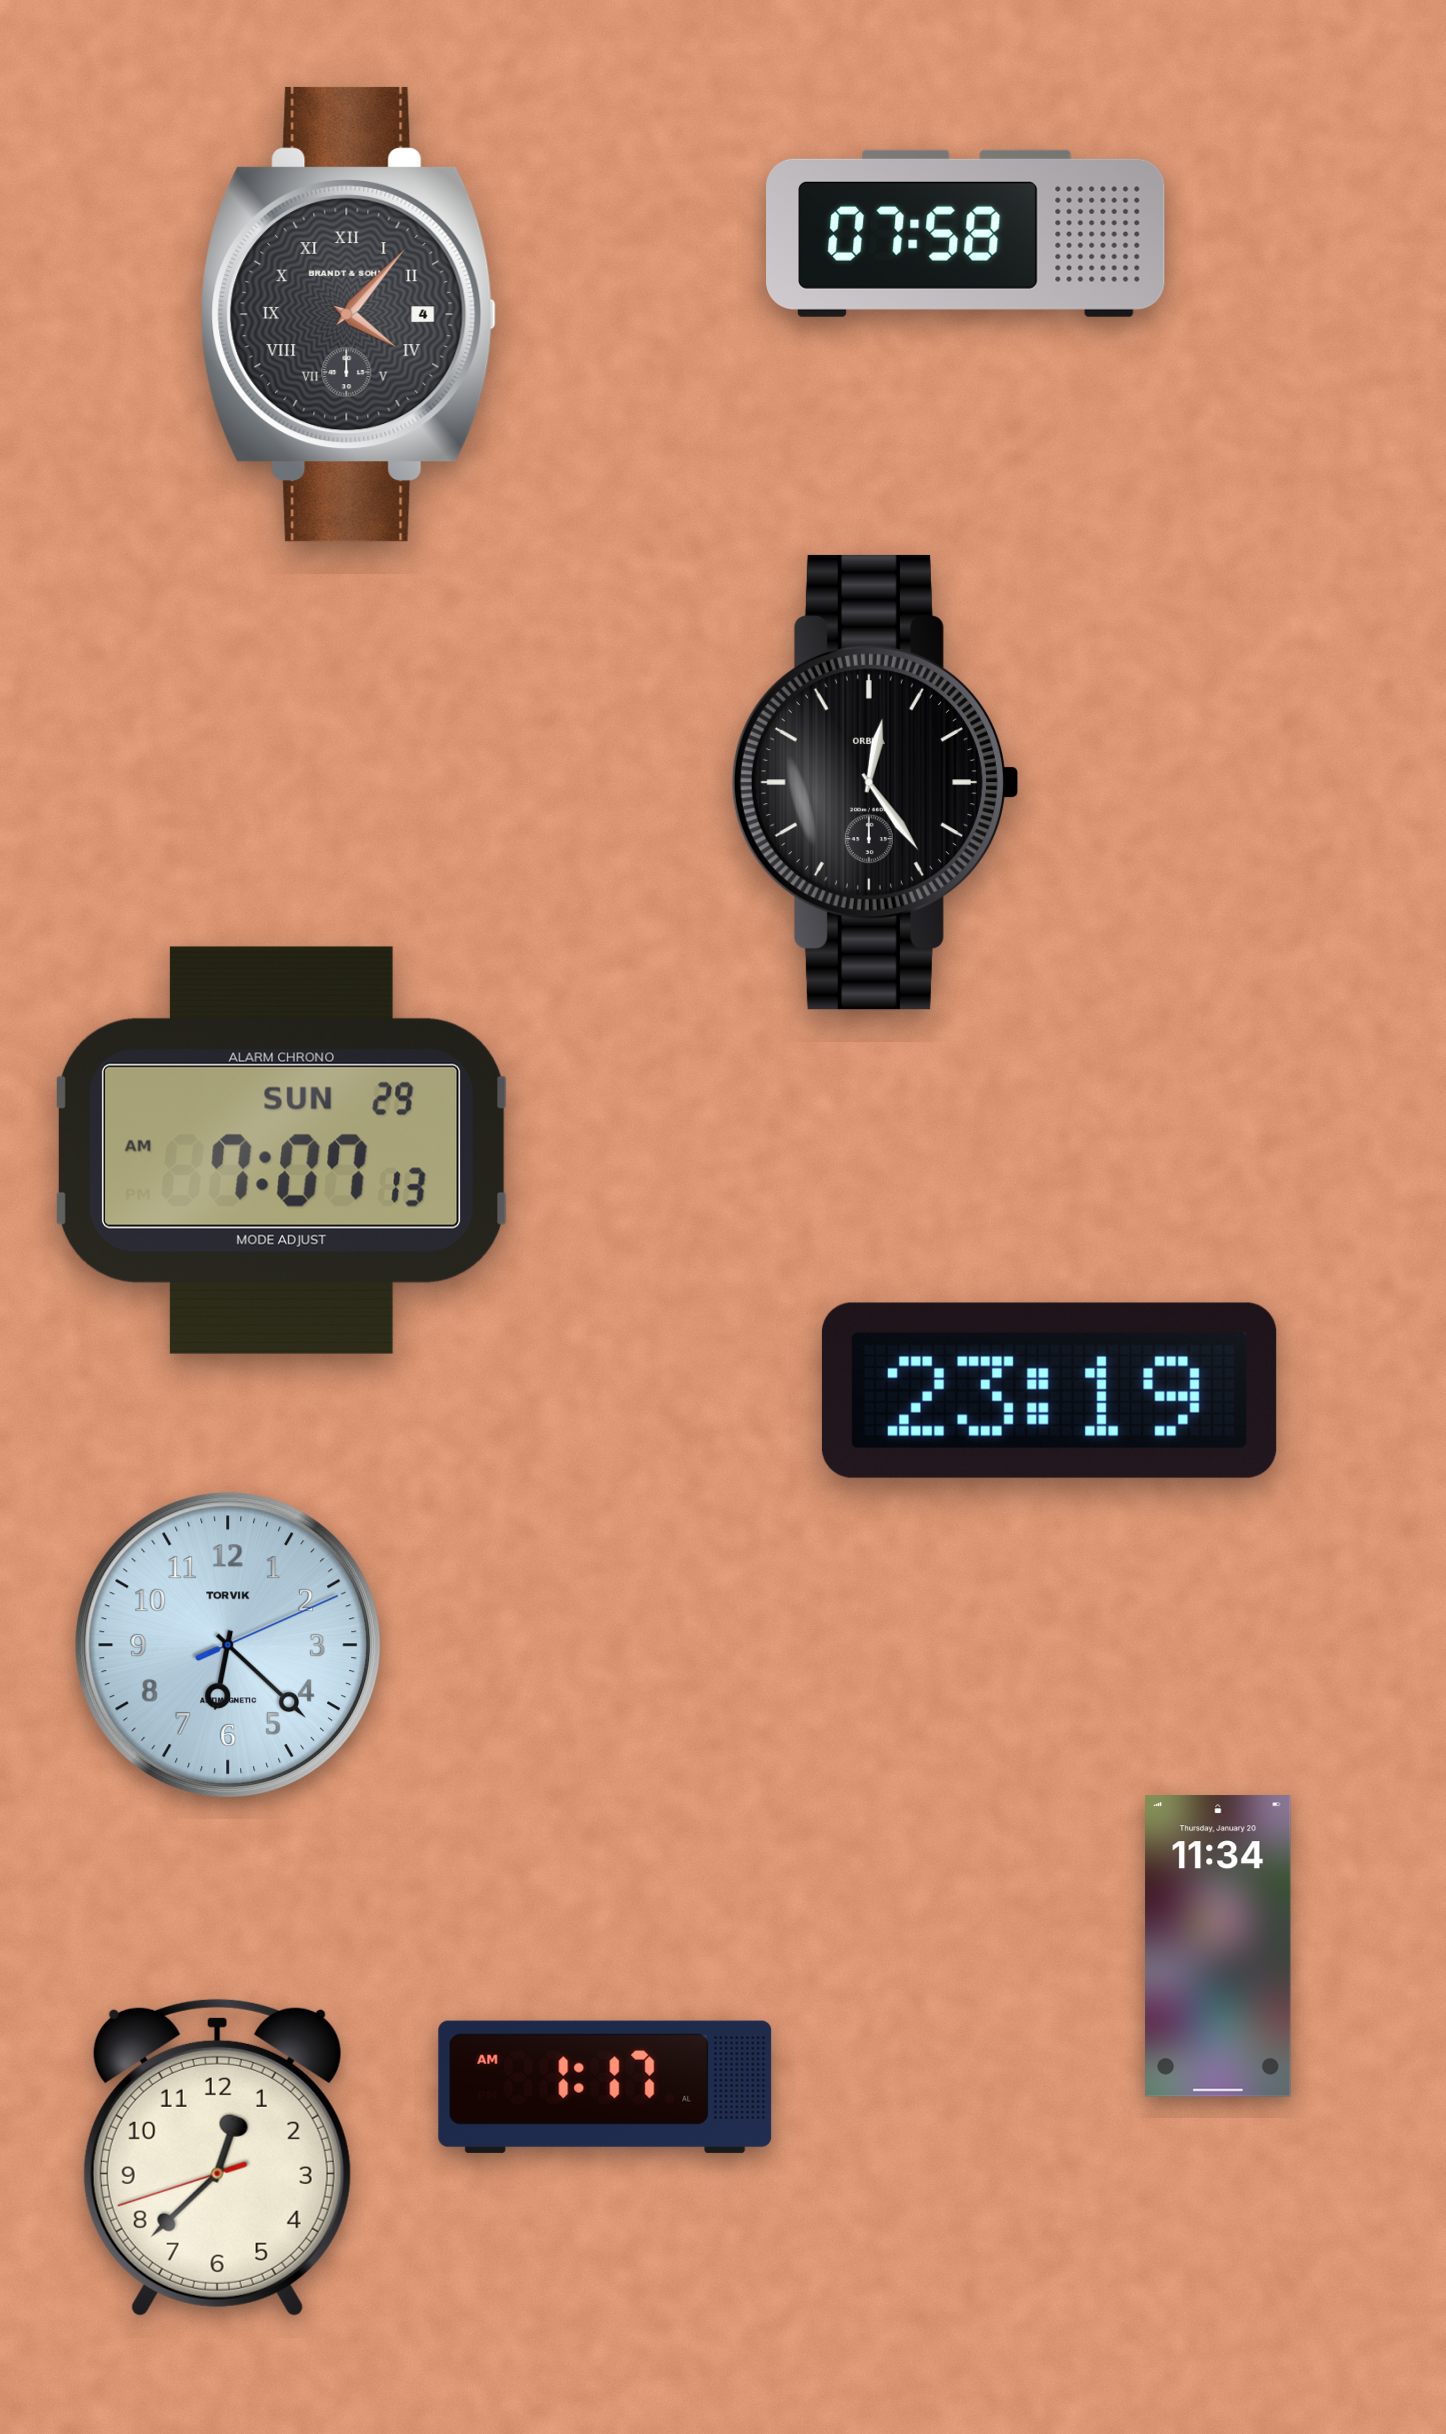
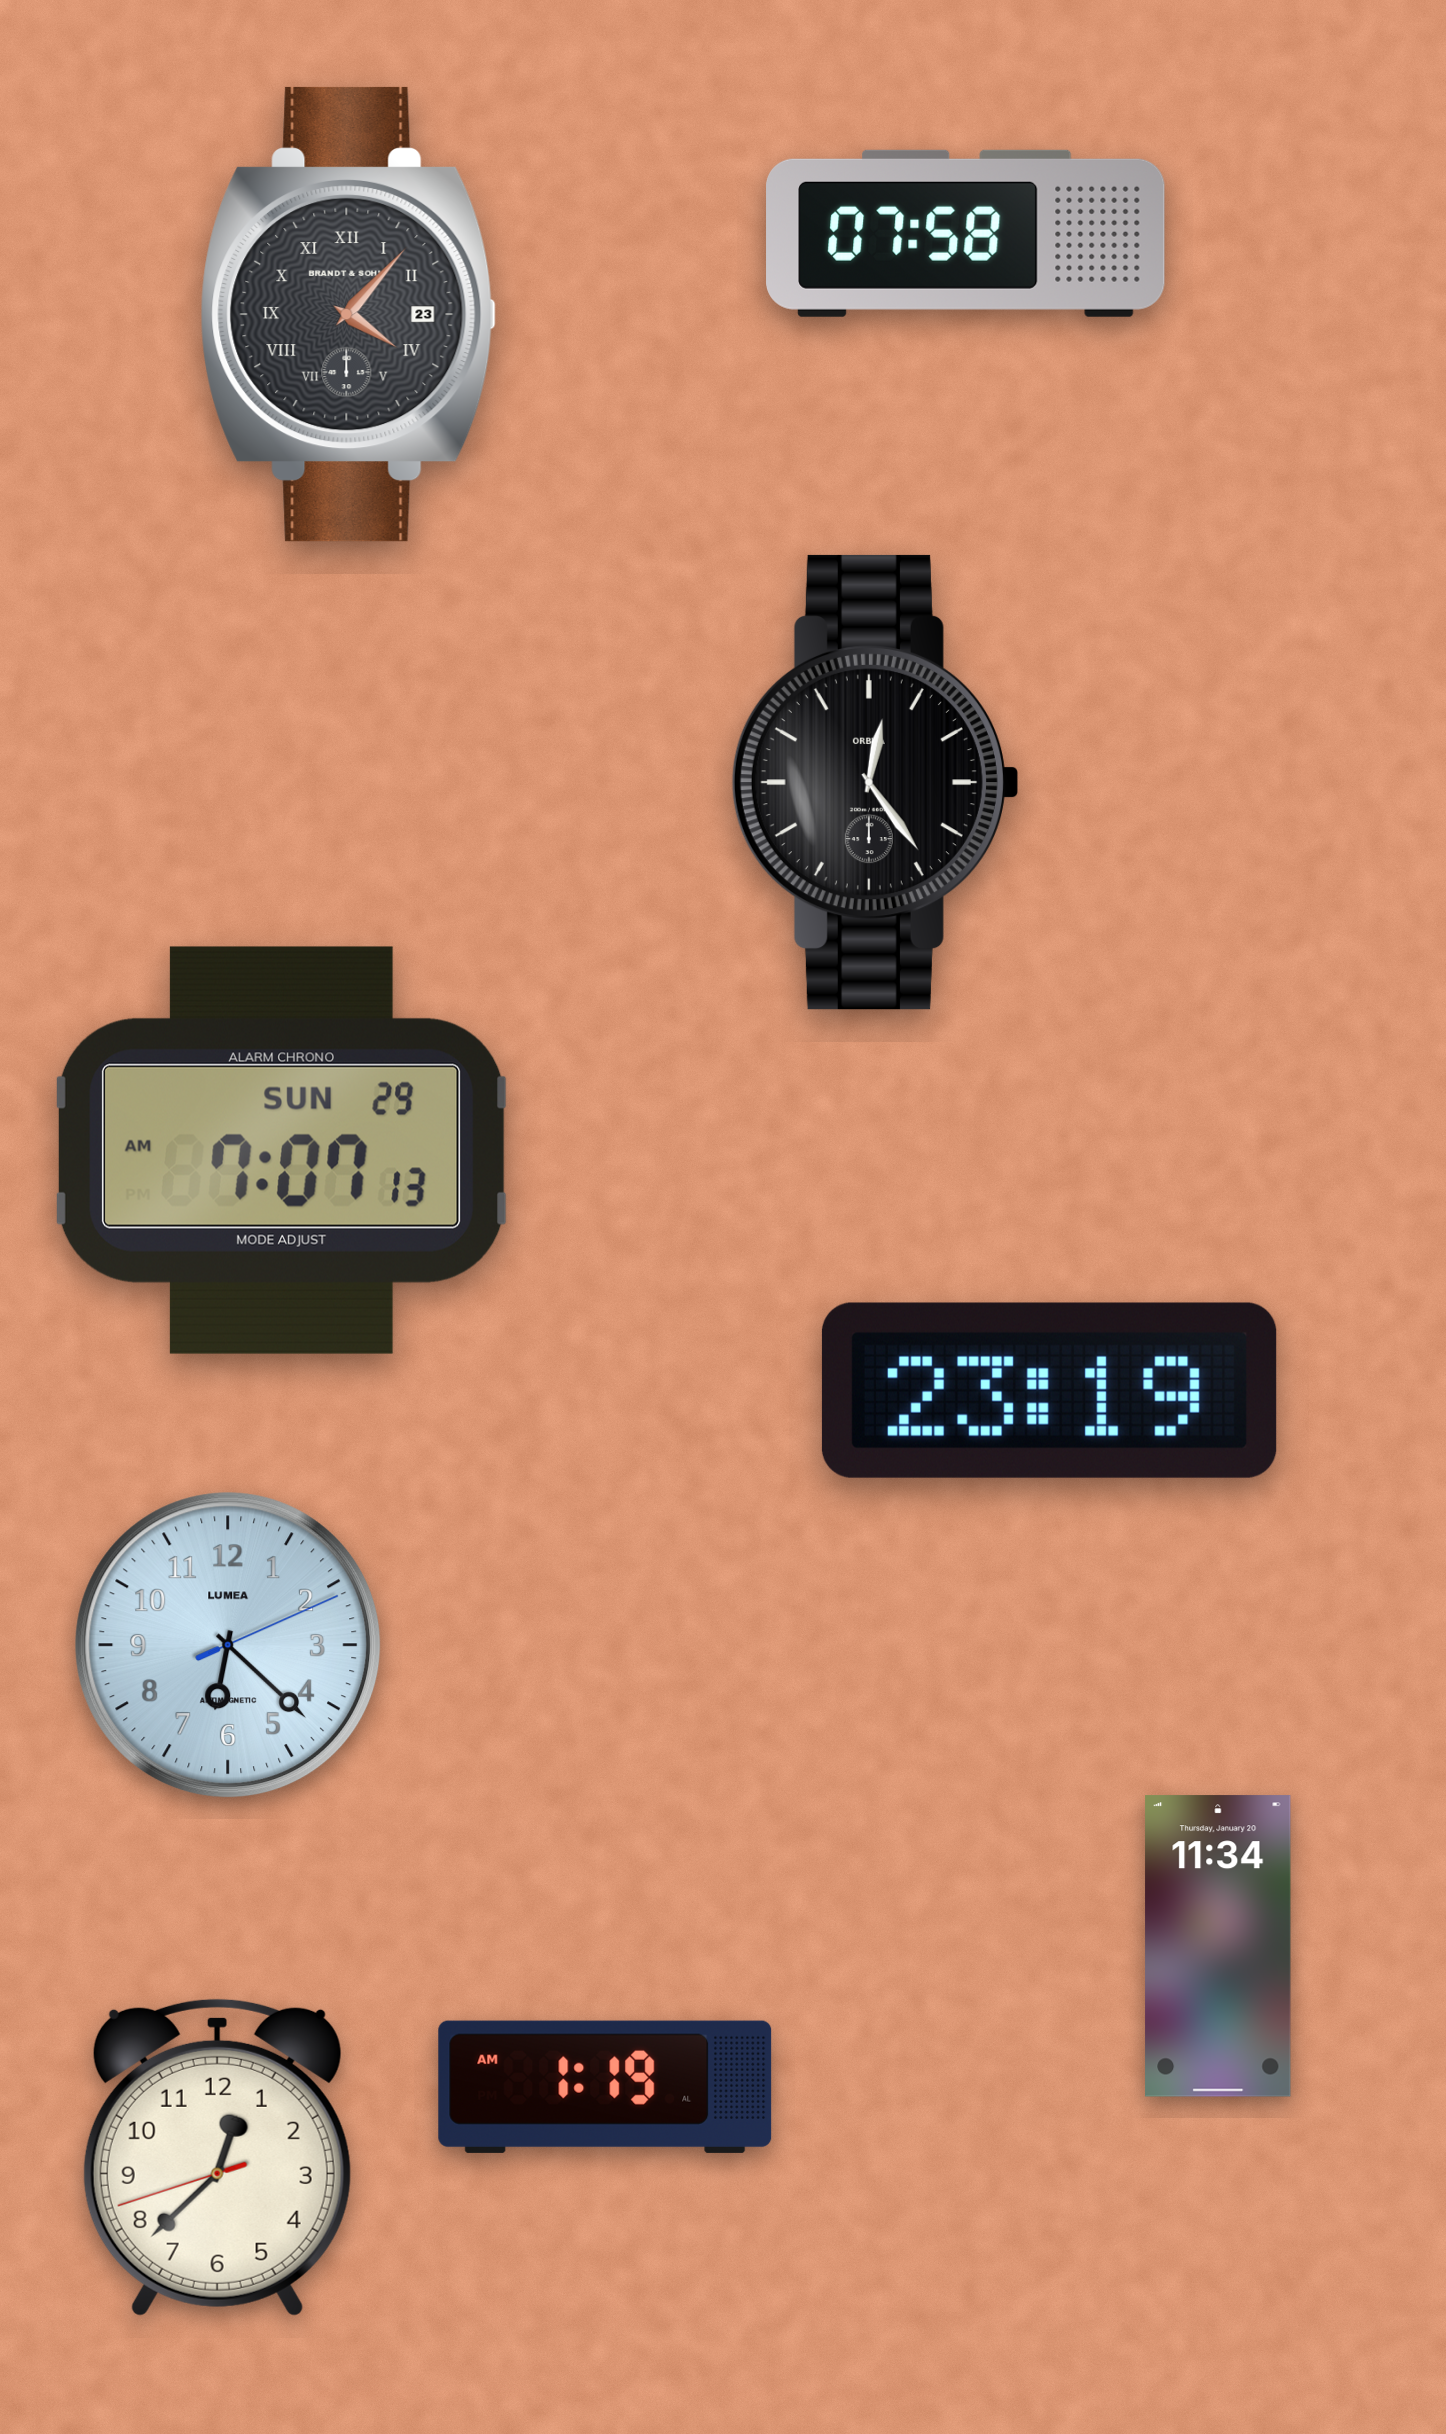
clock at (348, 314) date: 4 -> 23
clock at (228, 1645) brand: TORVIK -> LUMEA
clock at (605, 2087): 1:17 -> 1:19
